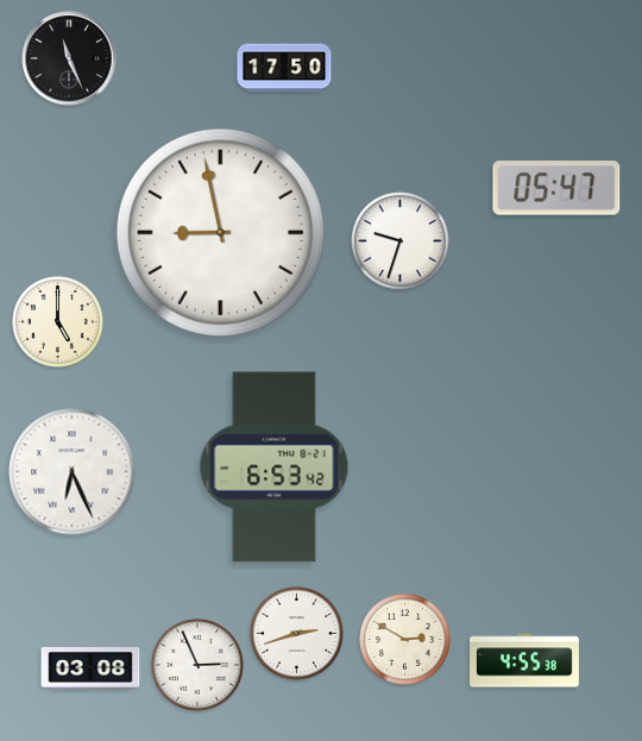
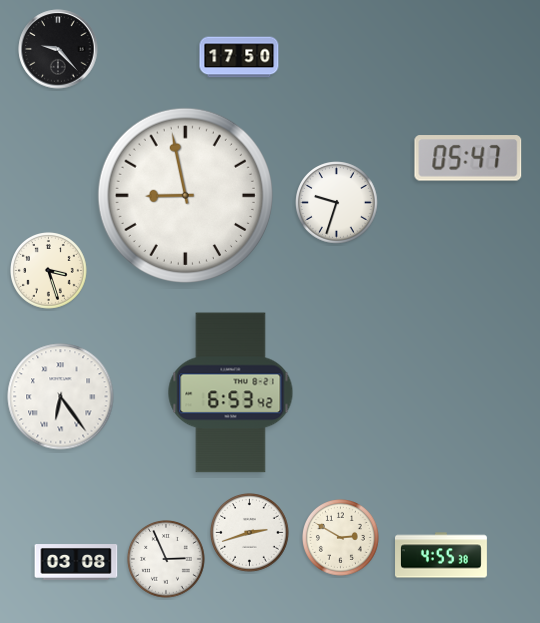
clock at (69, 58): 11:26 -> 9:23
clock at (58, 322): 5:00 -> 3:27
clock at (73, 472): 6:26 -> 6:24
